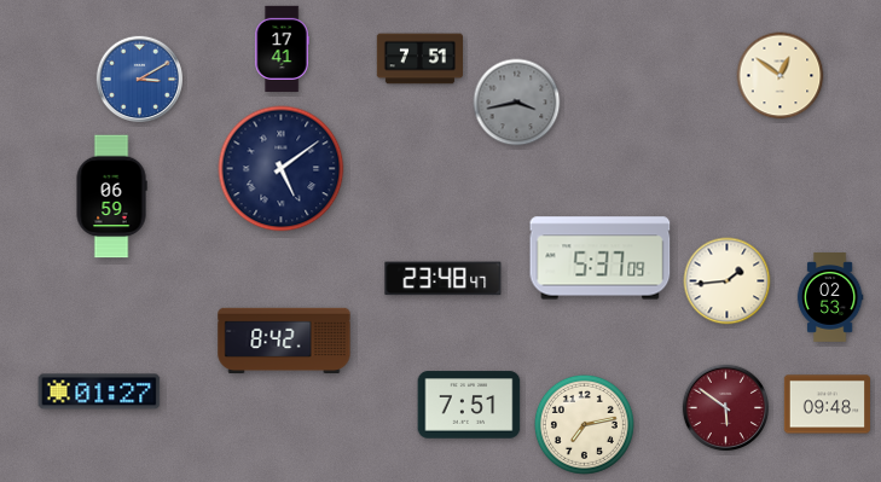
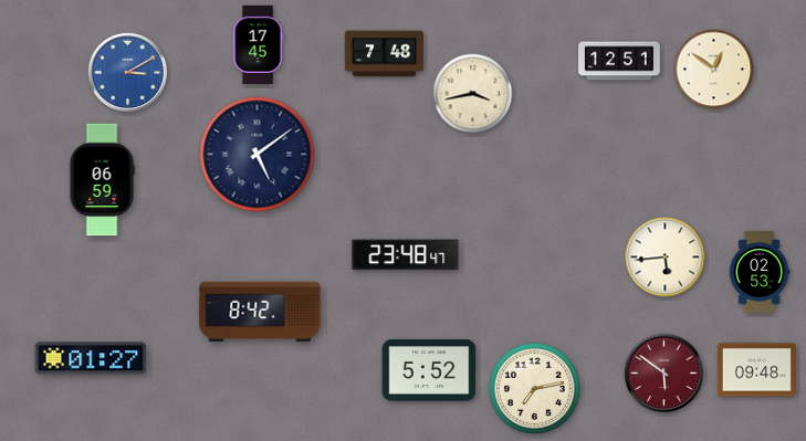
clock at (282, 48): 17:41 -> 17:45
clock at (419, 59): 7:51 -> 7:48
clock at (619, 61): none -> 12:51
clock at (517, 103) dial: grey -> cream
clock at (601, 259): 5:37 -> none
clock at (728, 281): 1:44 -> 5:44
clock at (469, 405): 7:51 -> 5:52
